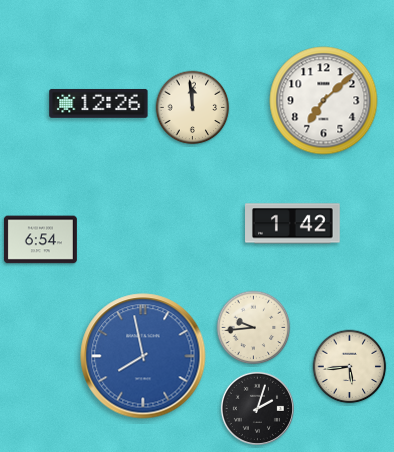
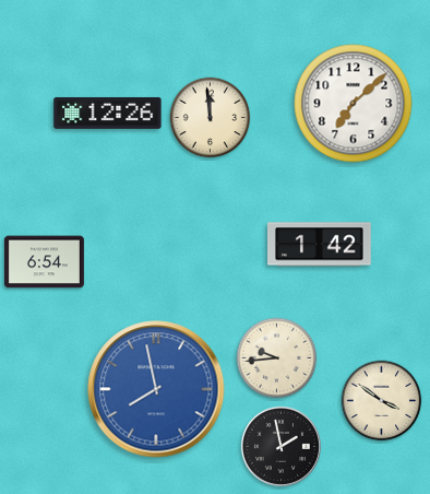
clock at (324, 101) position: (324, 101) -> (354, 104)
clock at (350, 367): 5:44 -> 3:51
clock at (257, 408): 2:03 -> 1:58
